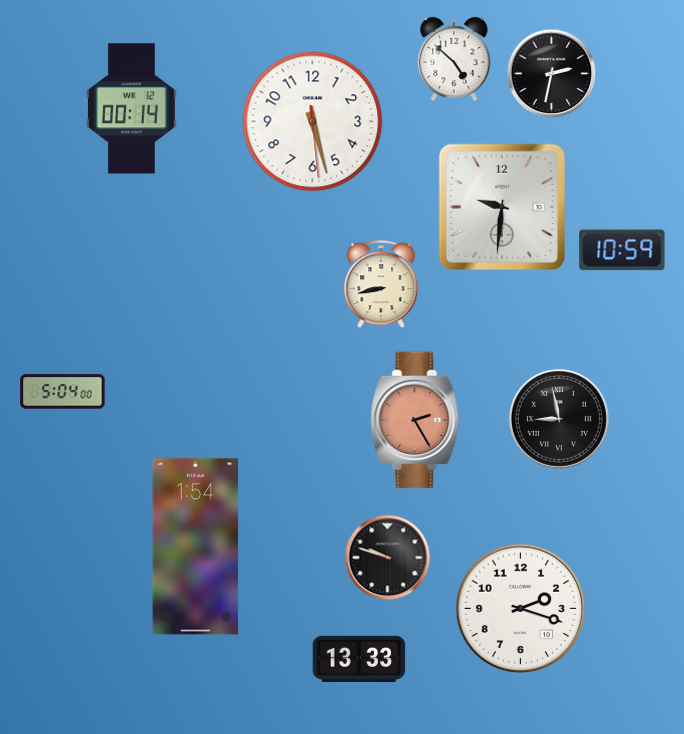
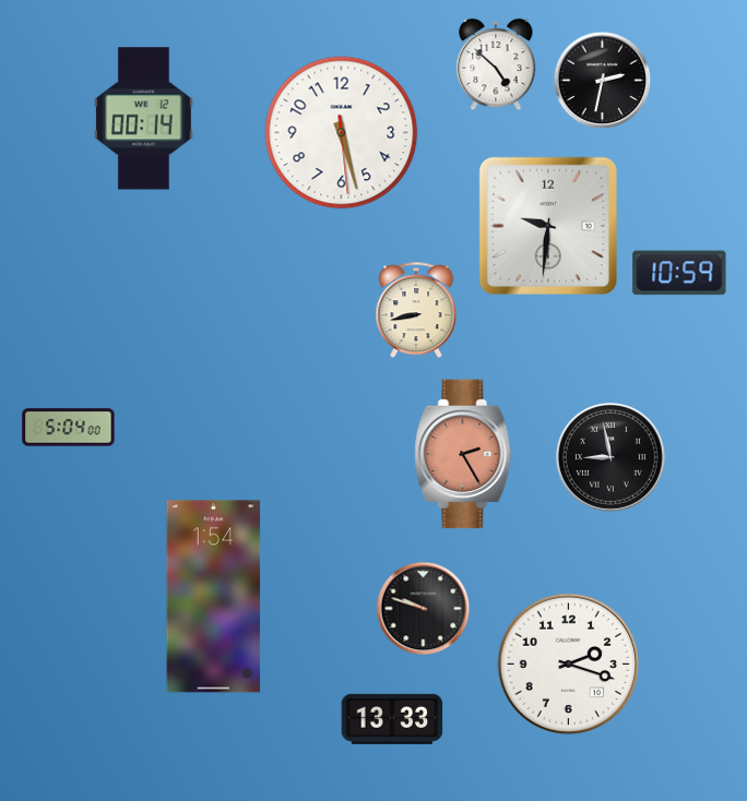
clock at (415, 420) position: (415, 420) -> (463, 454)
